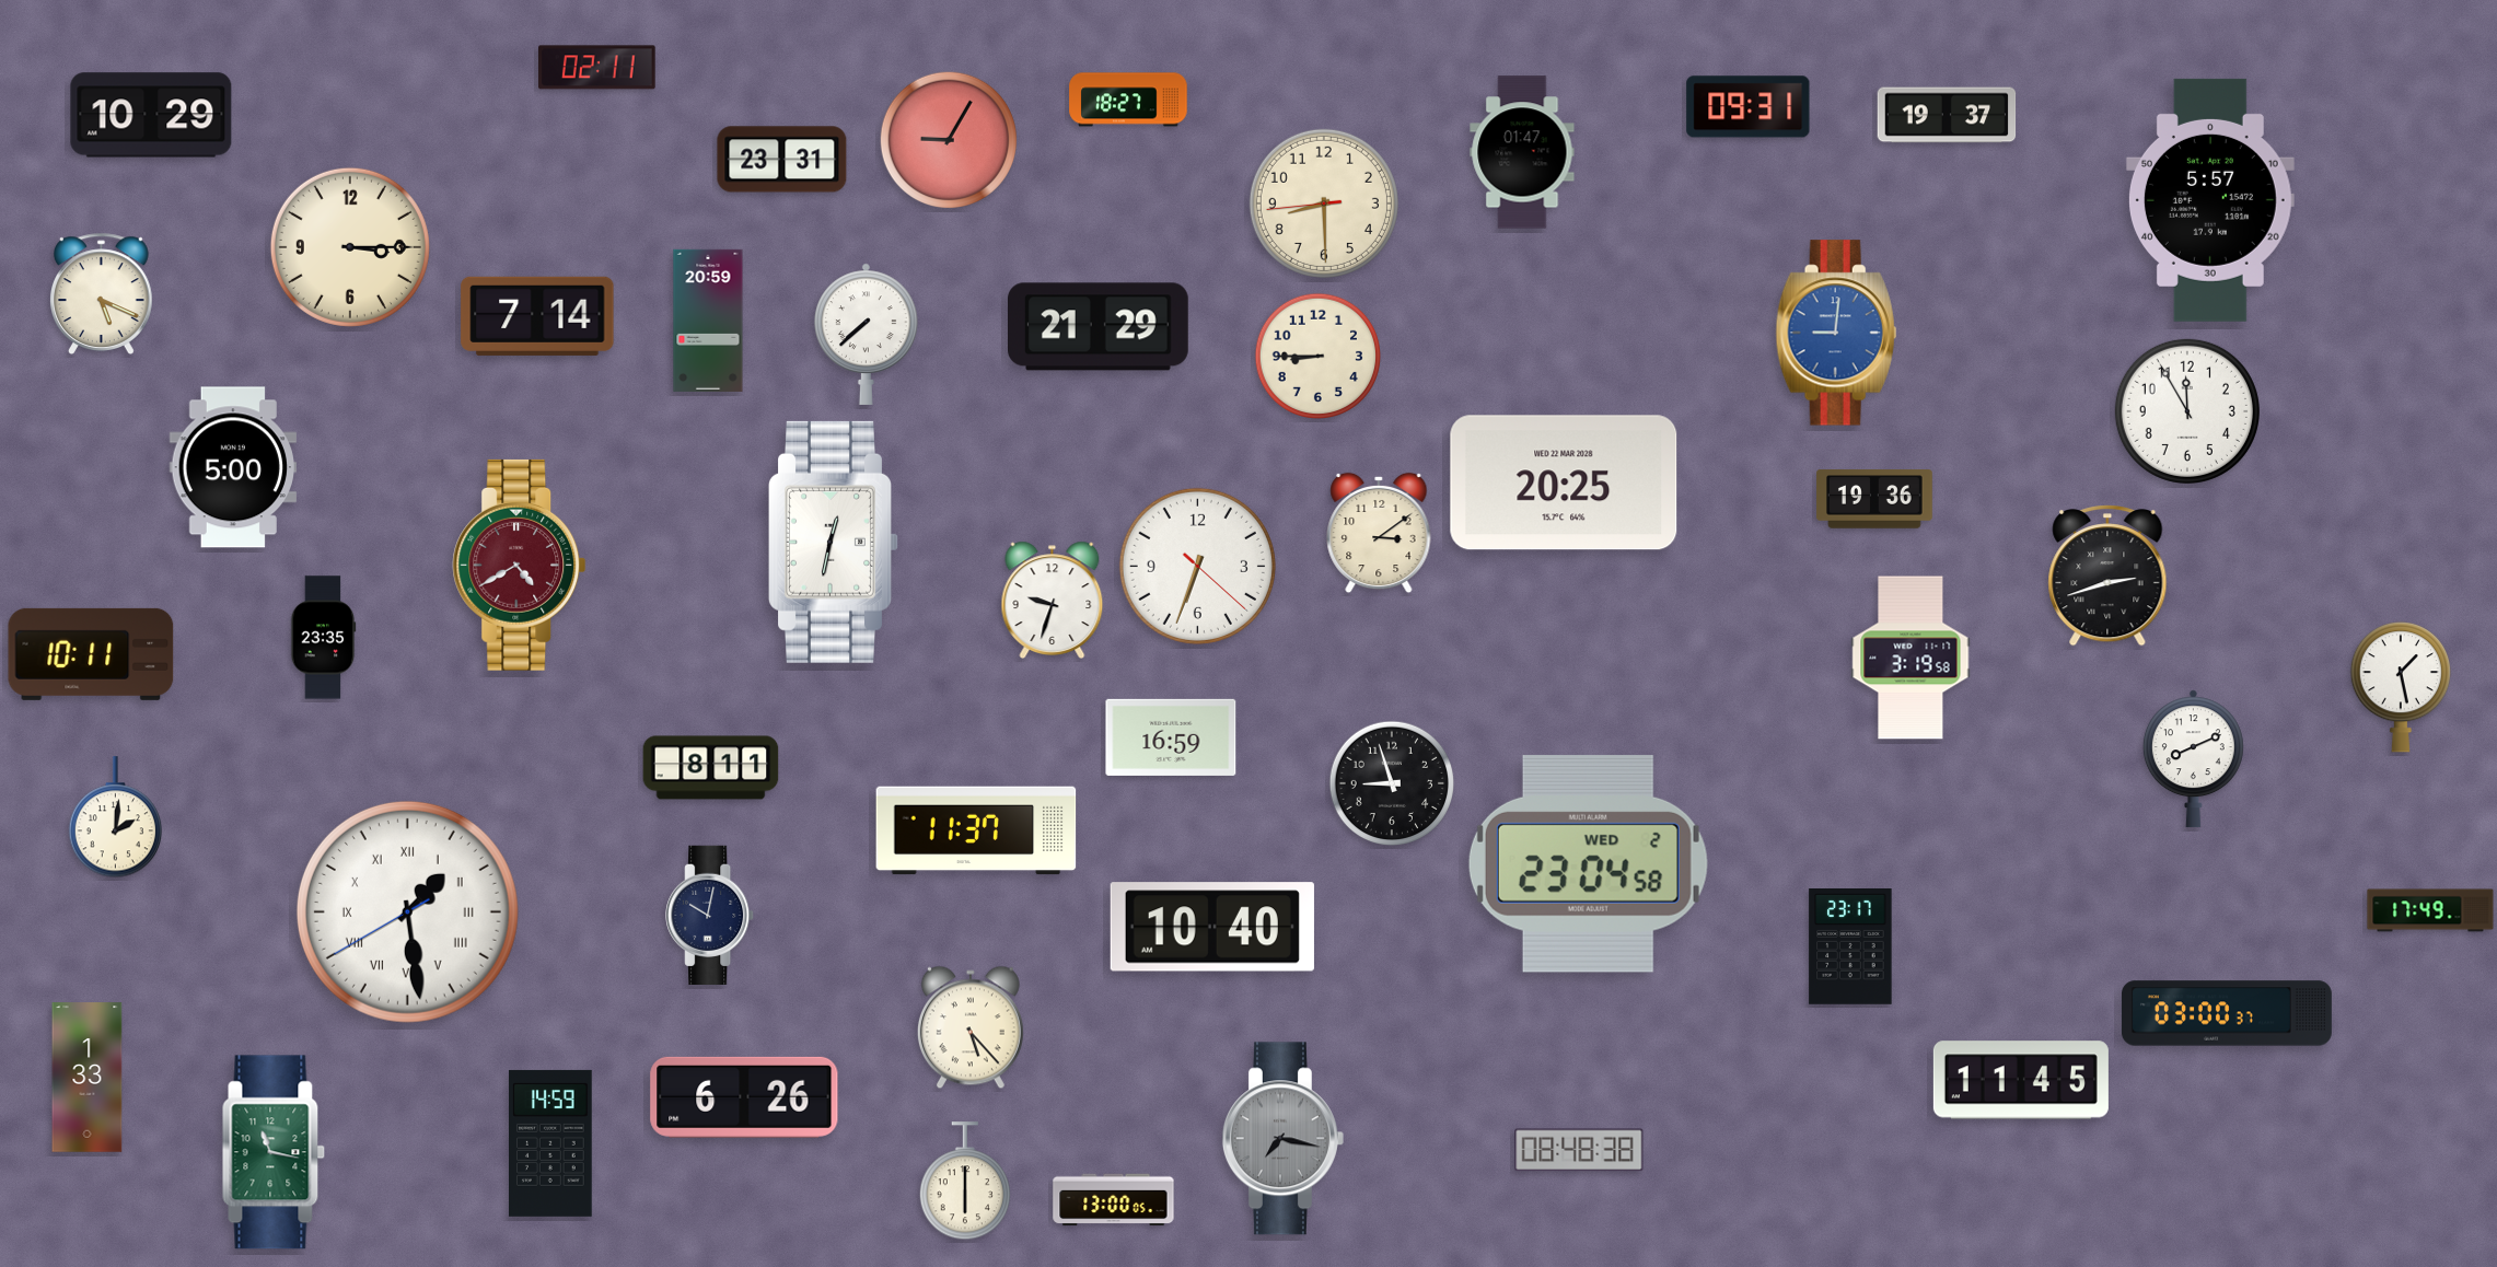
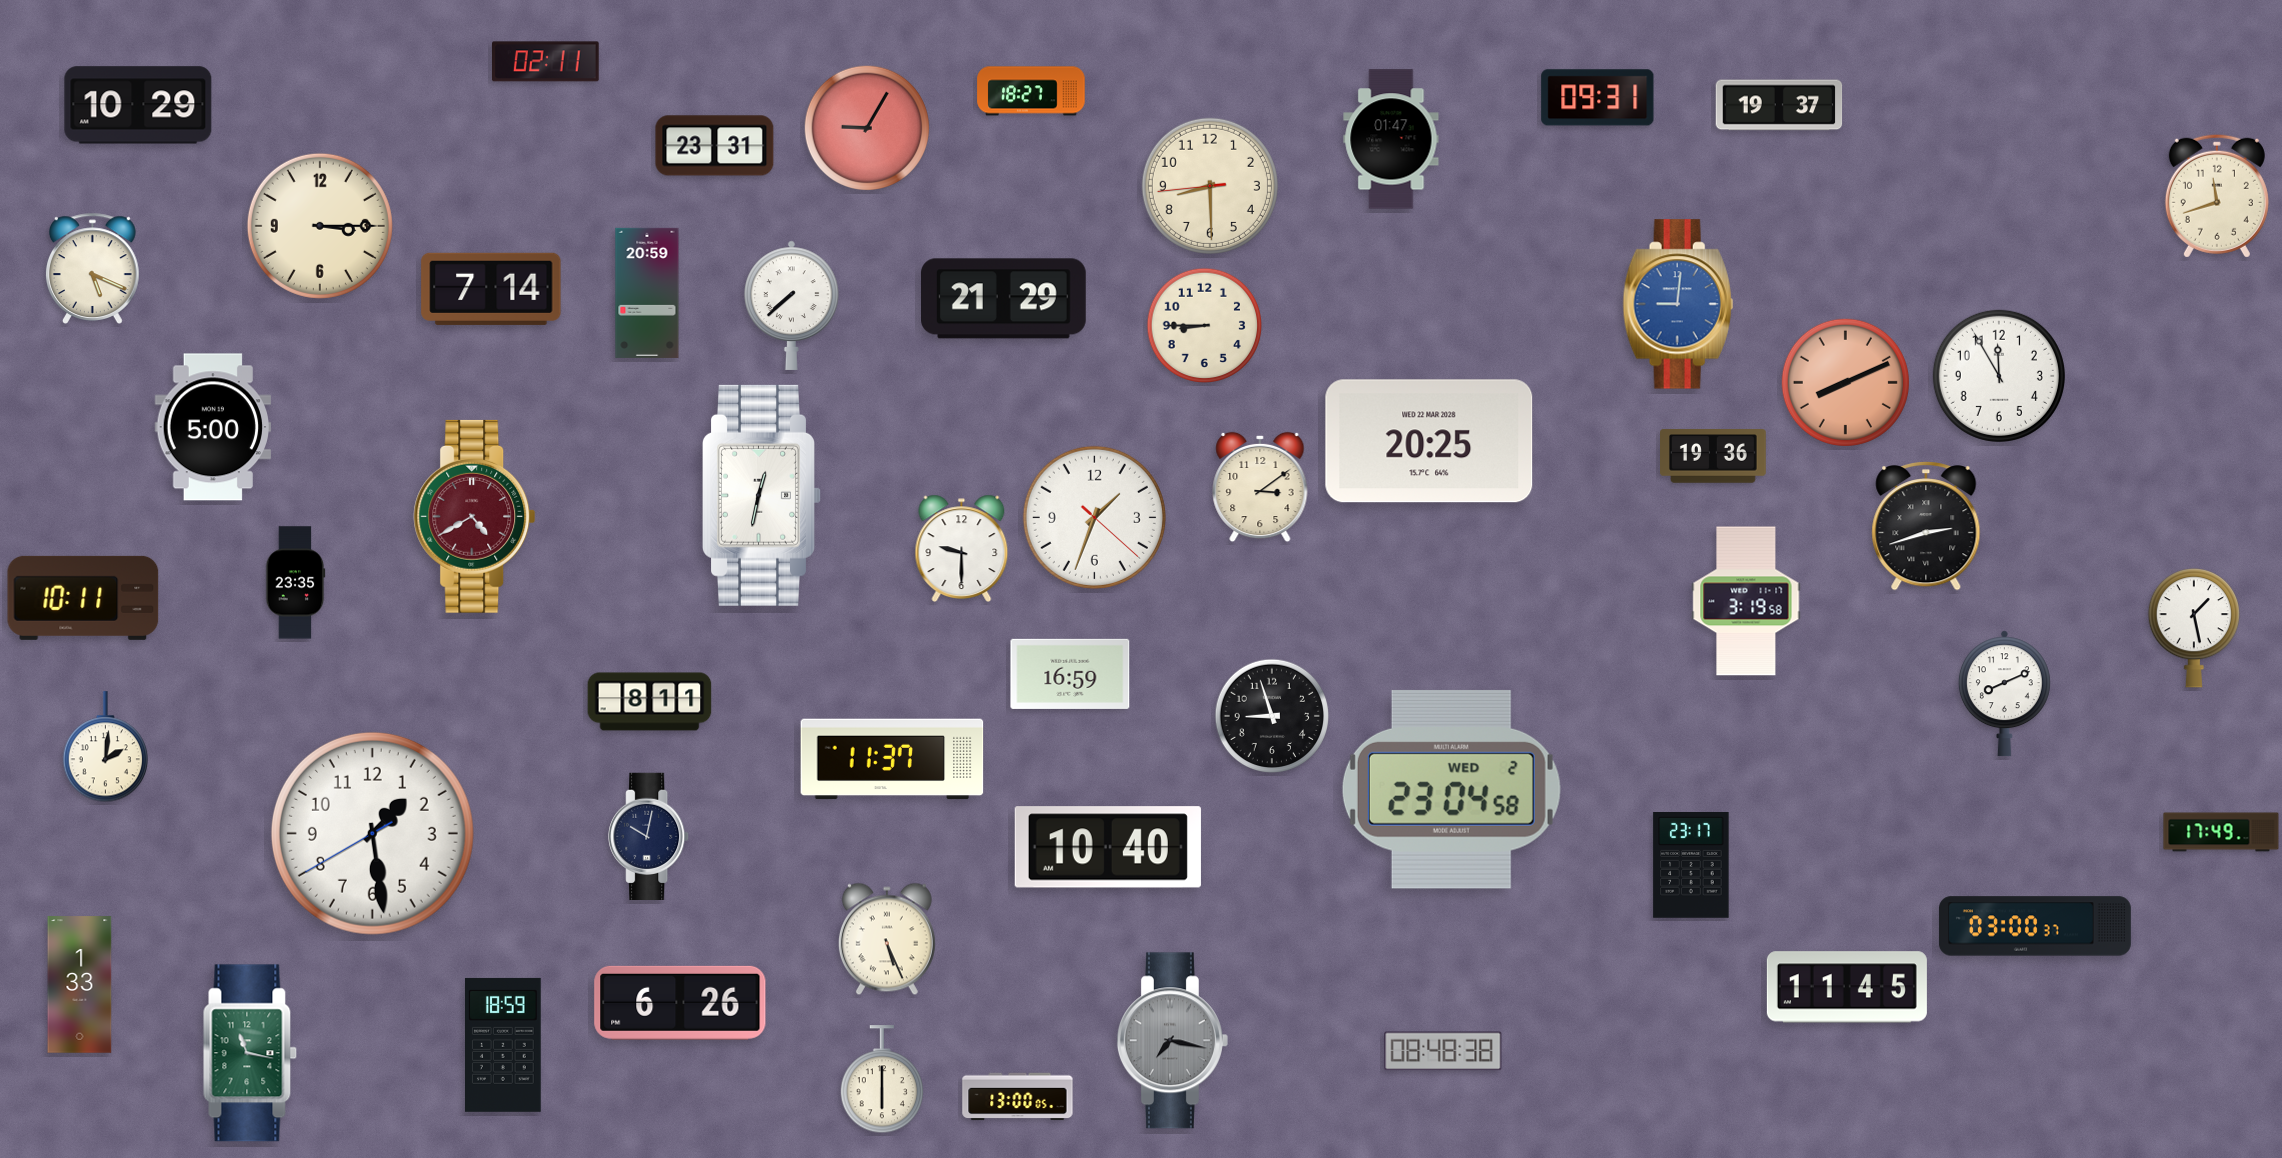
clock at (2210, 200): 5:57 -> none
clock at (2217, 196): none -> 11:42
clock at (1845, 382): none -> 8:11
clock at (1197, 566): 6:33 -> 1:33
clock at (1053, 600): 9:33 -> 9:30
clock at (407, 911) numerals: Roman -> Arabic
clock at (971, 1027): 5:23 -> 5:26
clock at (551, 1143): 14:59 -> 18:59
